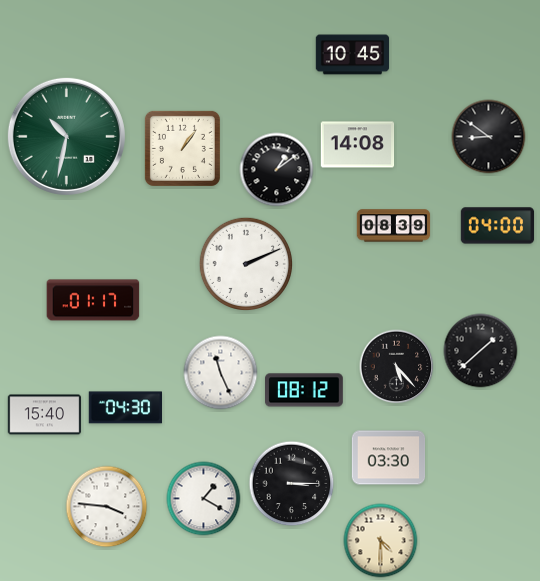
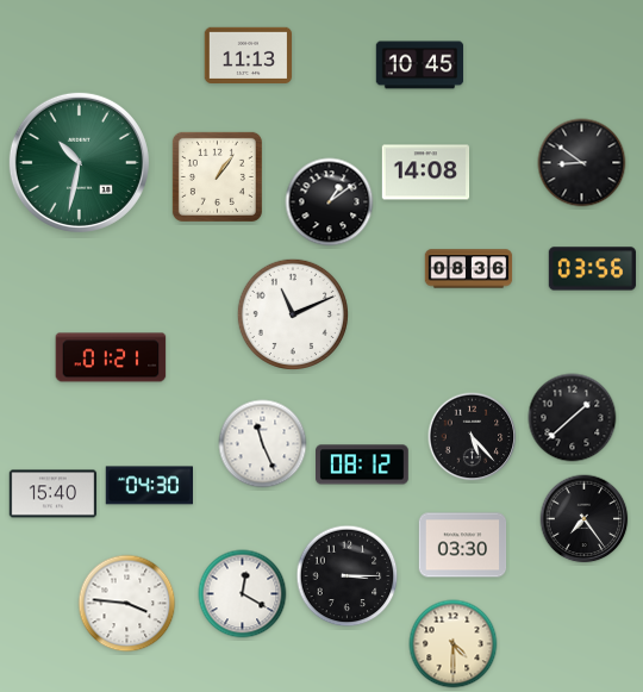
clock at (249, 55): none -> 11:13
clock at (394, 226): 08:39 -> 08:36
clock at (498, 226): 04:00 -> 03:56
clock at (245, 263): 2:11 -> 11:11
clock at (93, 300): 01:17 -> 01:21
clock at (585, 519): none -> 7:24
clock at (204, 499): 1:20 -> 12:20
